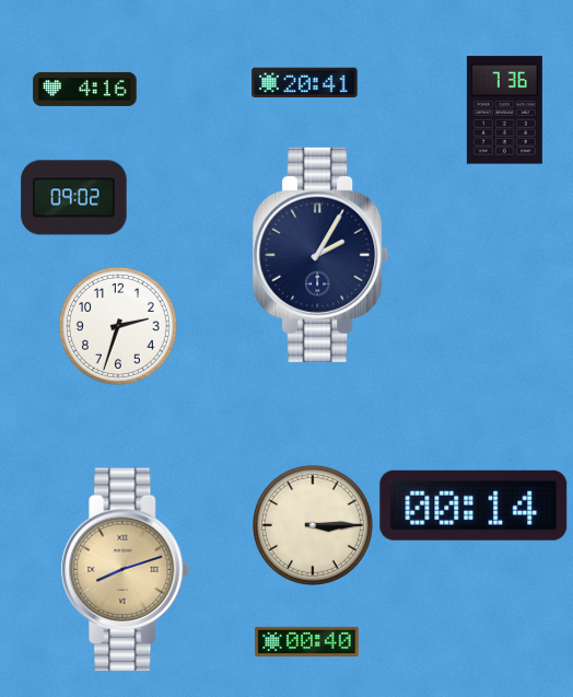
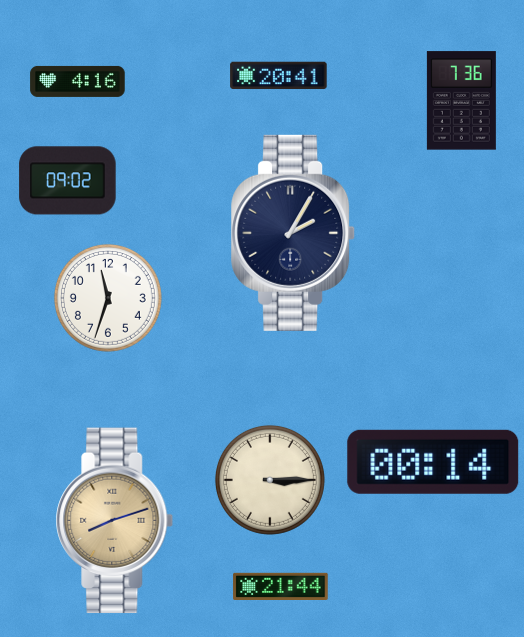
clock at (118, 326): 2:33 -> 11:33
clock at (313, 525) position: (313, 525) -> (270, 480)
clock at (307, 641): 00:40 -> 21:44
